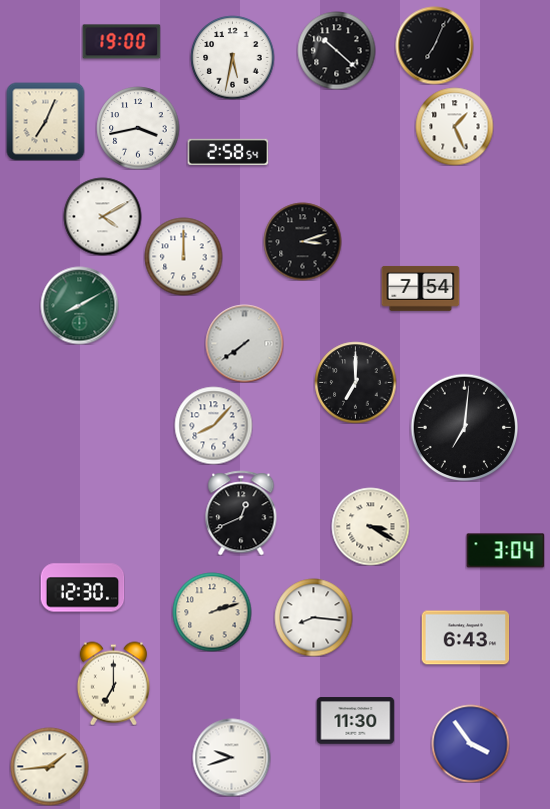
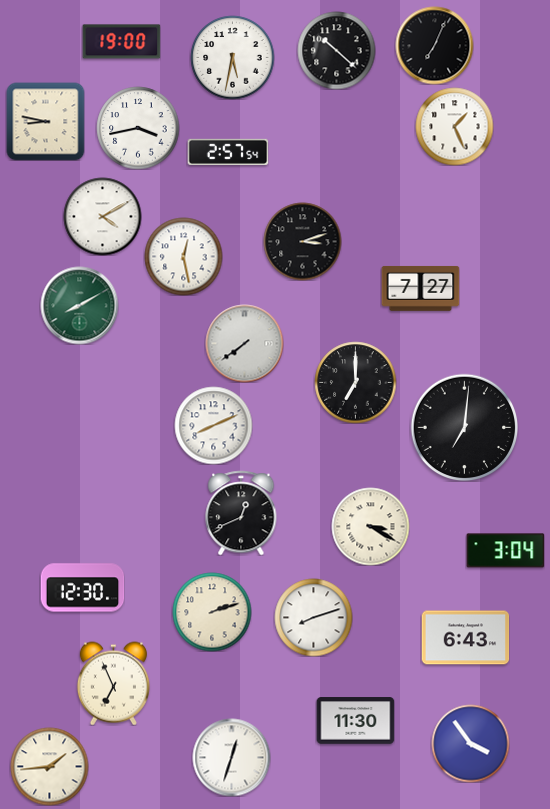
clock at (45, 121): 7:04 -> 8:47
clock at (228, 151): 2:58 -> 2:57
clock at (183, 256): 12:00 -> 12:28
clock at (420, 288): 7:54 -> 7:27
clock at (213, 425): 8:07 -> 8:11
clock at (313, 617): 8:16 -> 8:12
clock at (113, 683): 7:00 -> 6:56
clock at (231, 757): 9:42 -> 12:33
